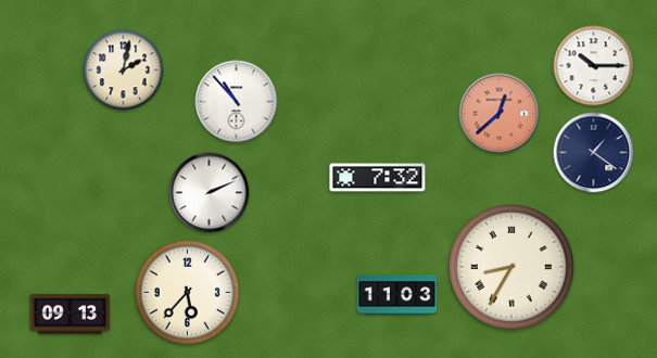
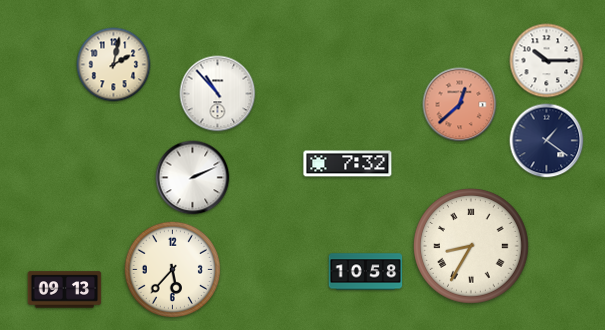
clock at (397, 295): 11:03 -> 10:58
